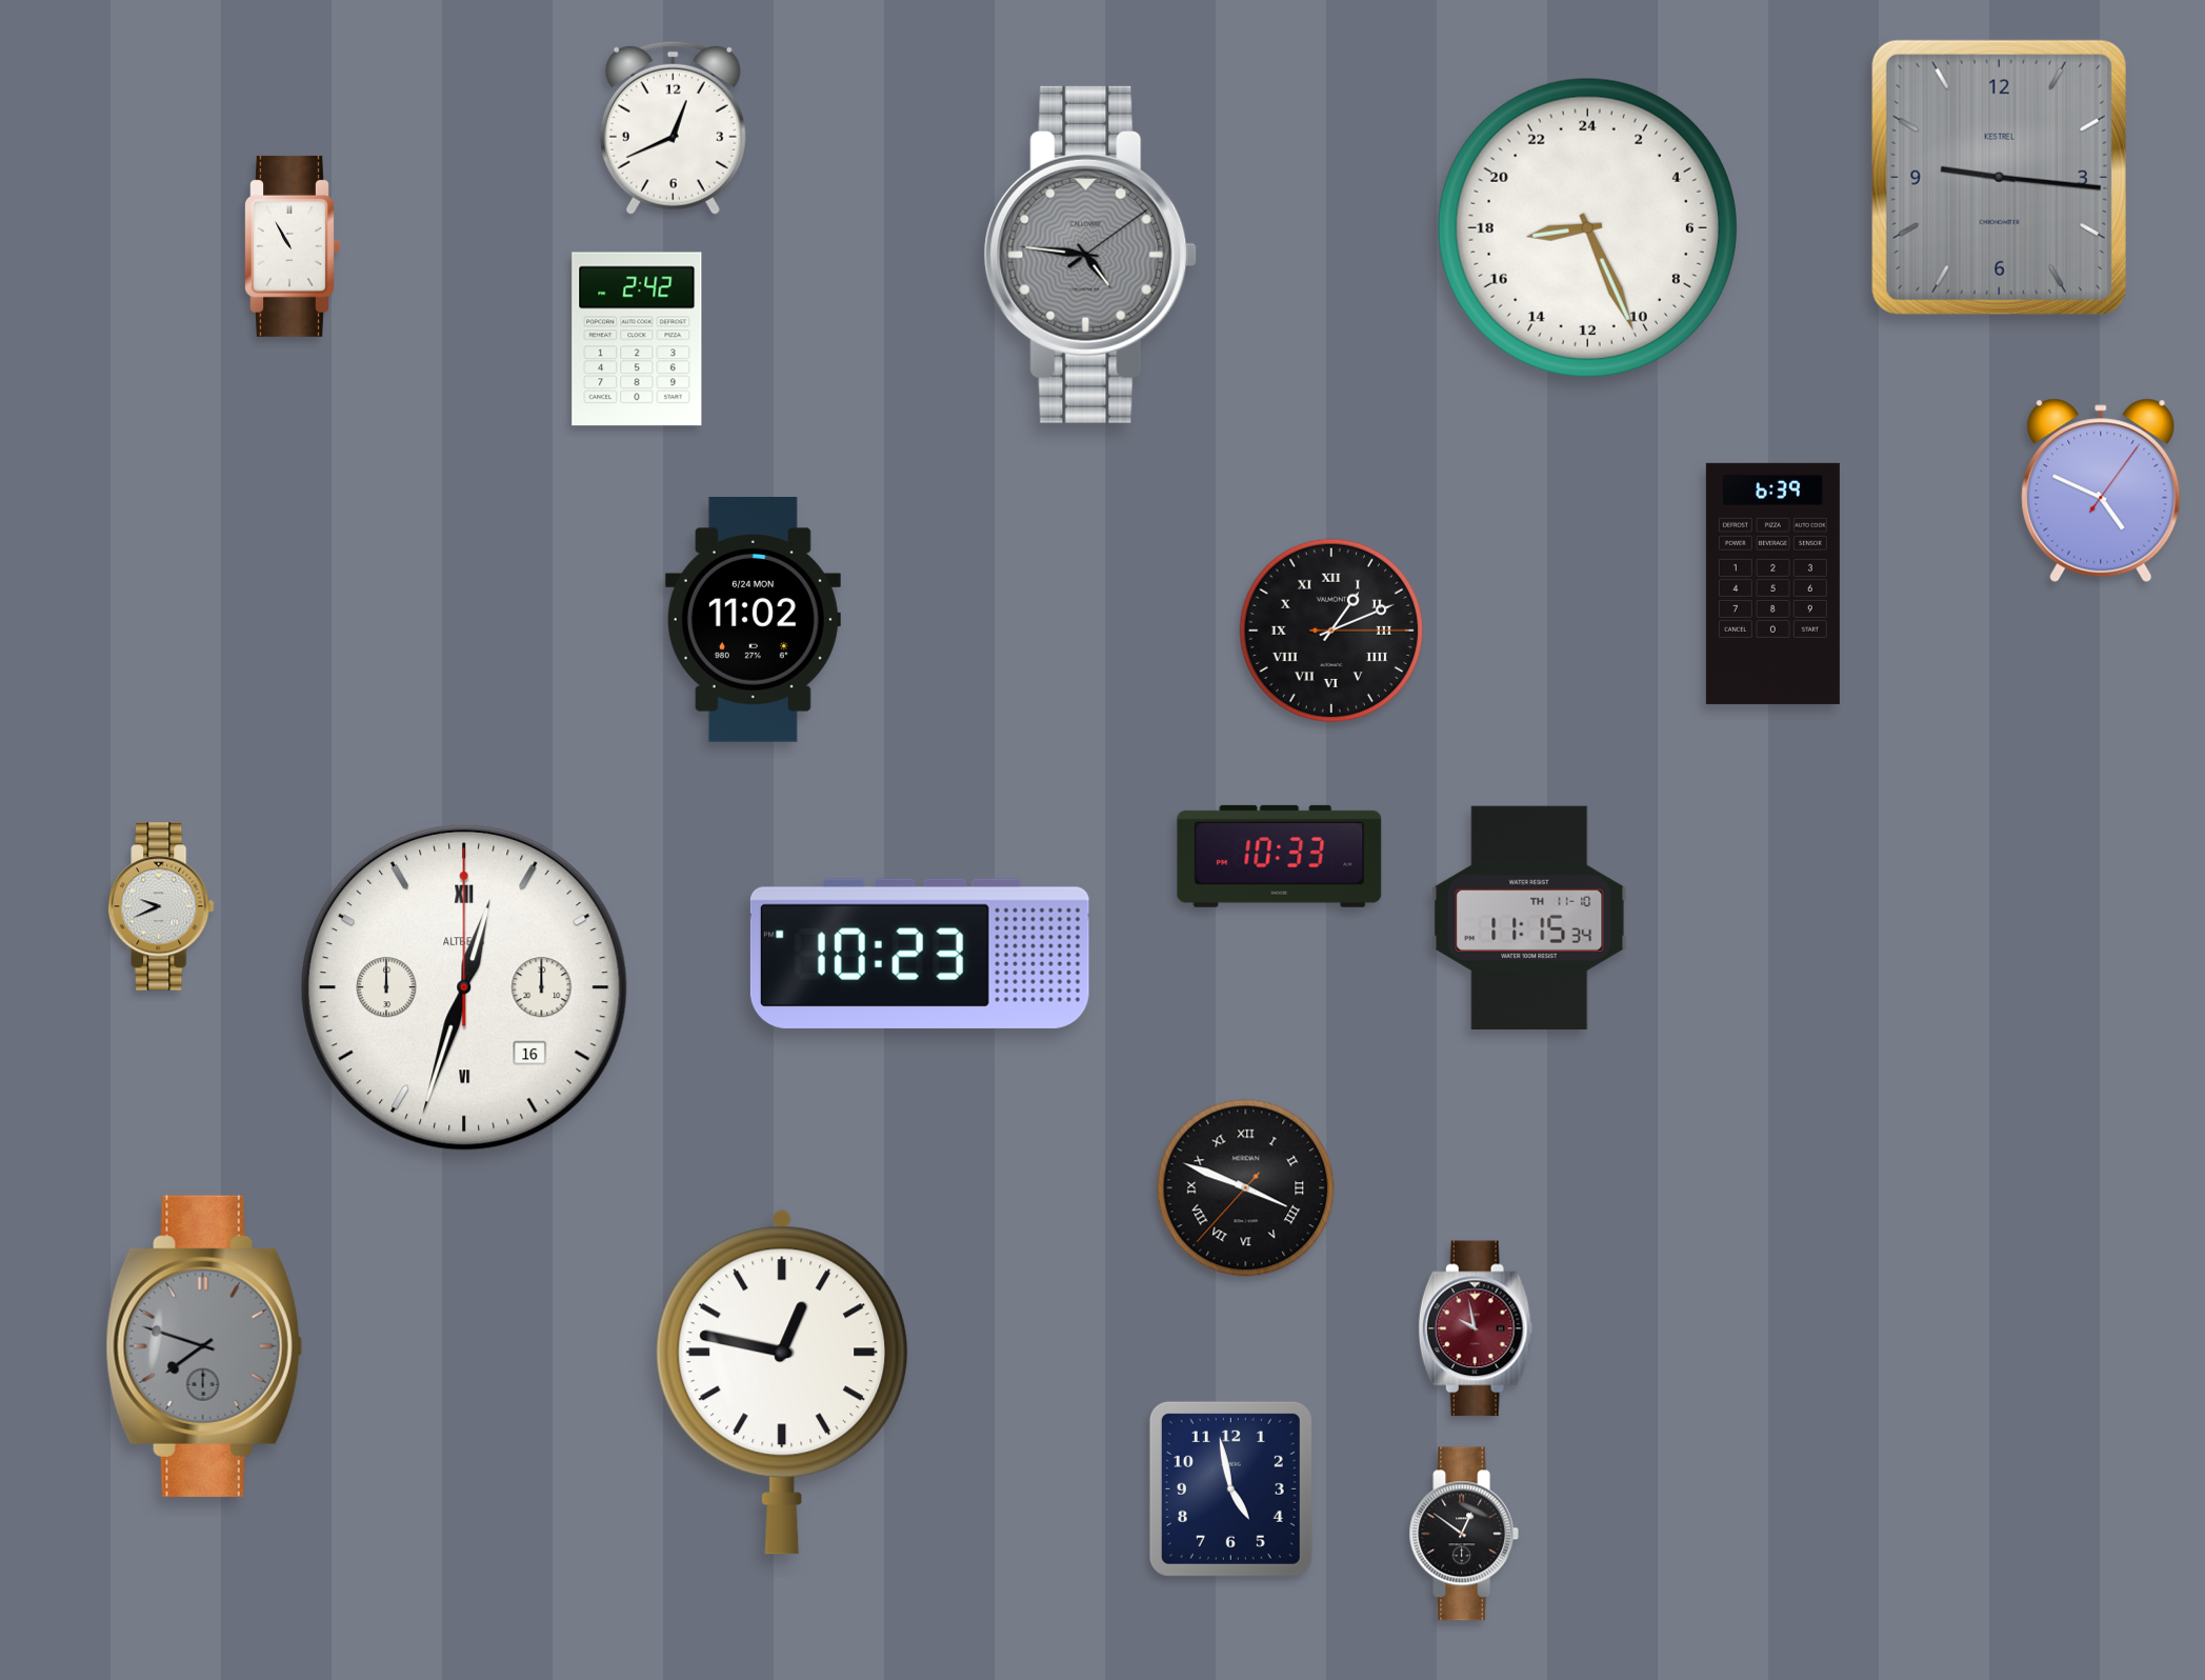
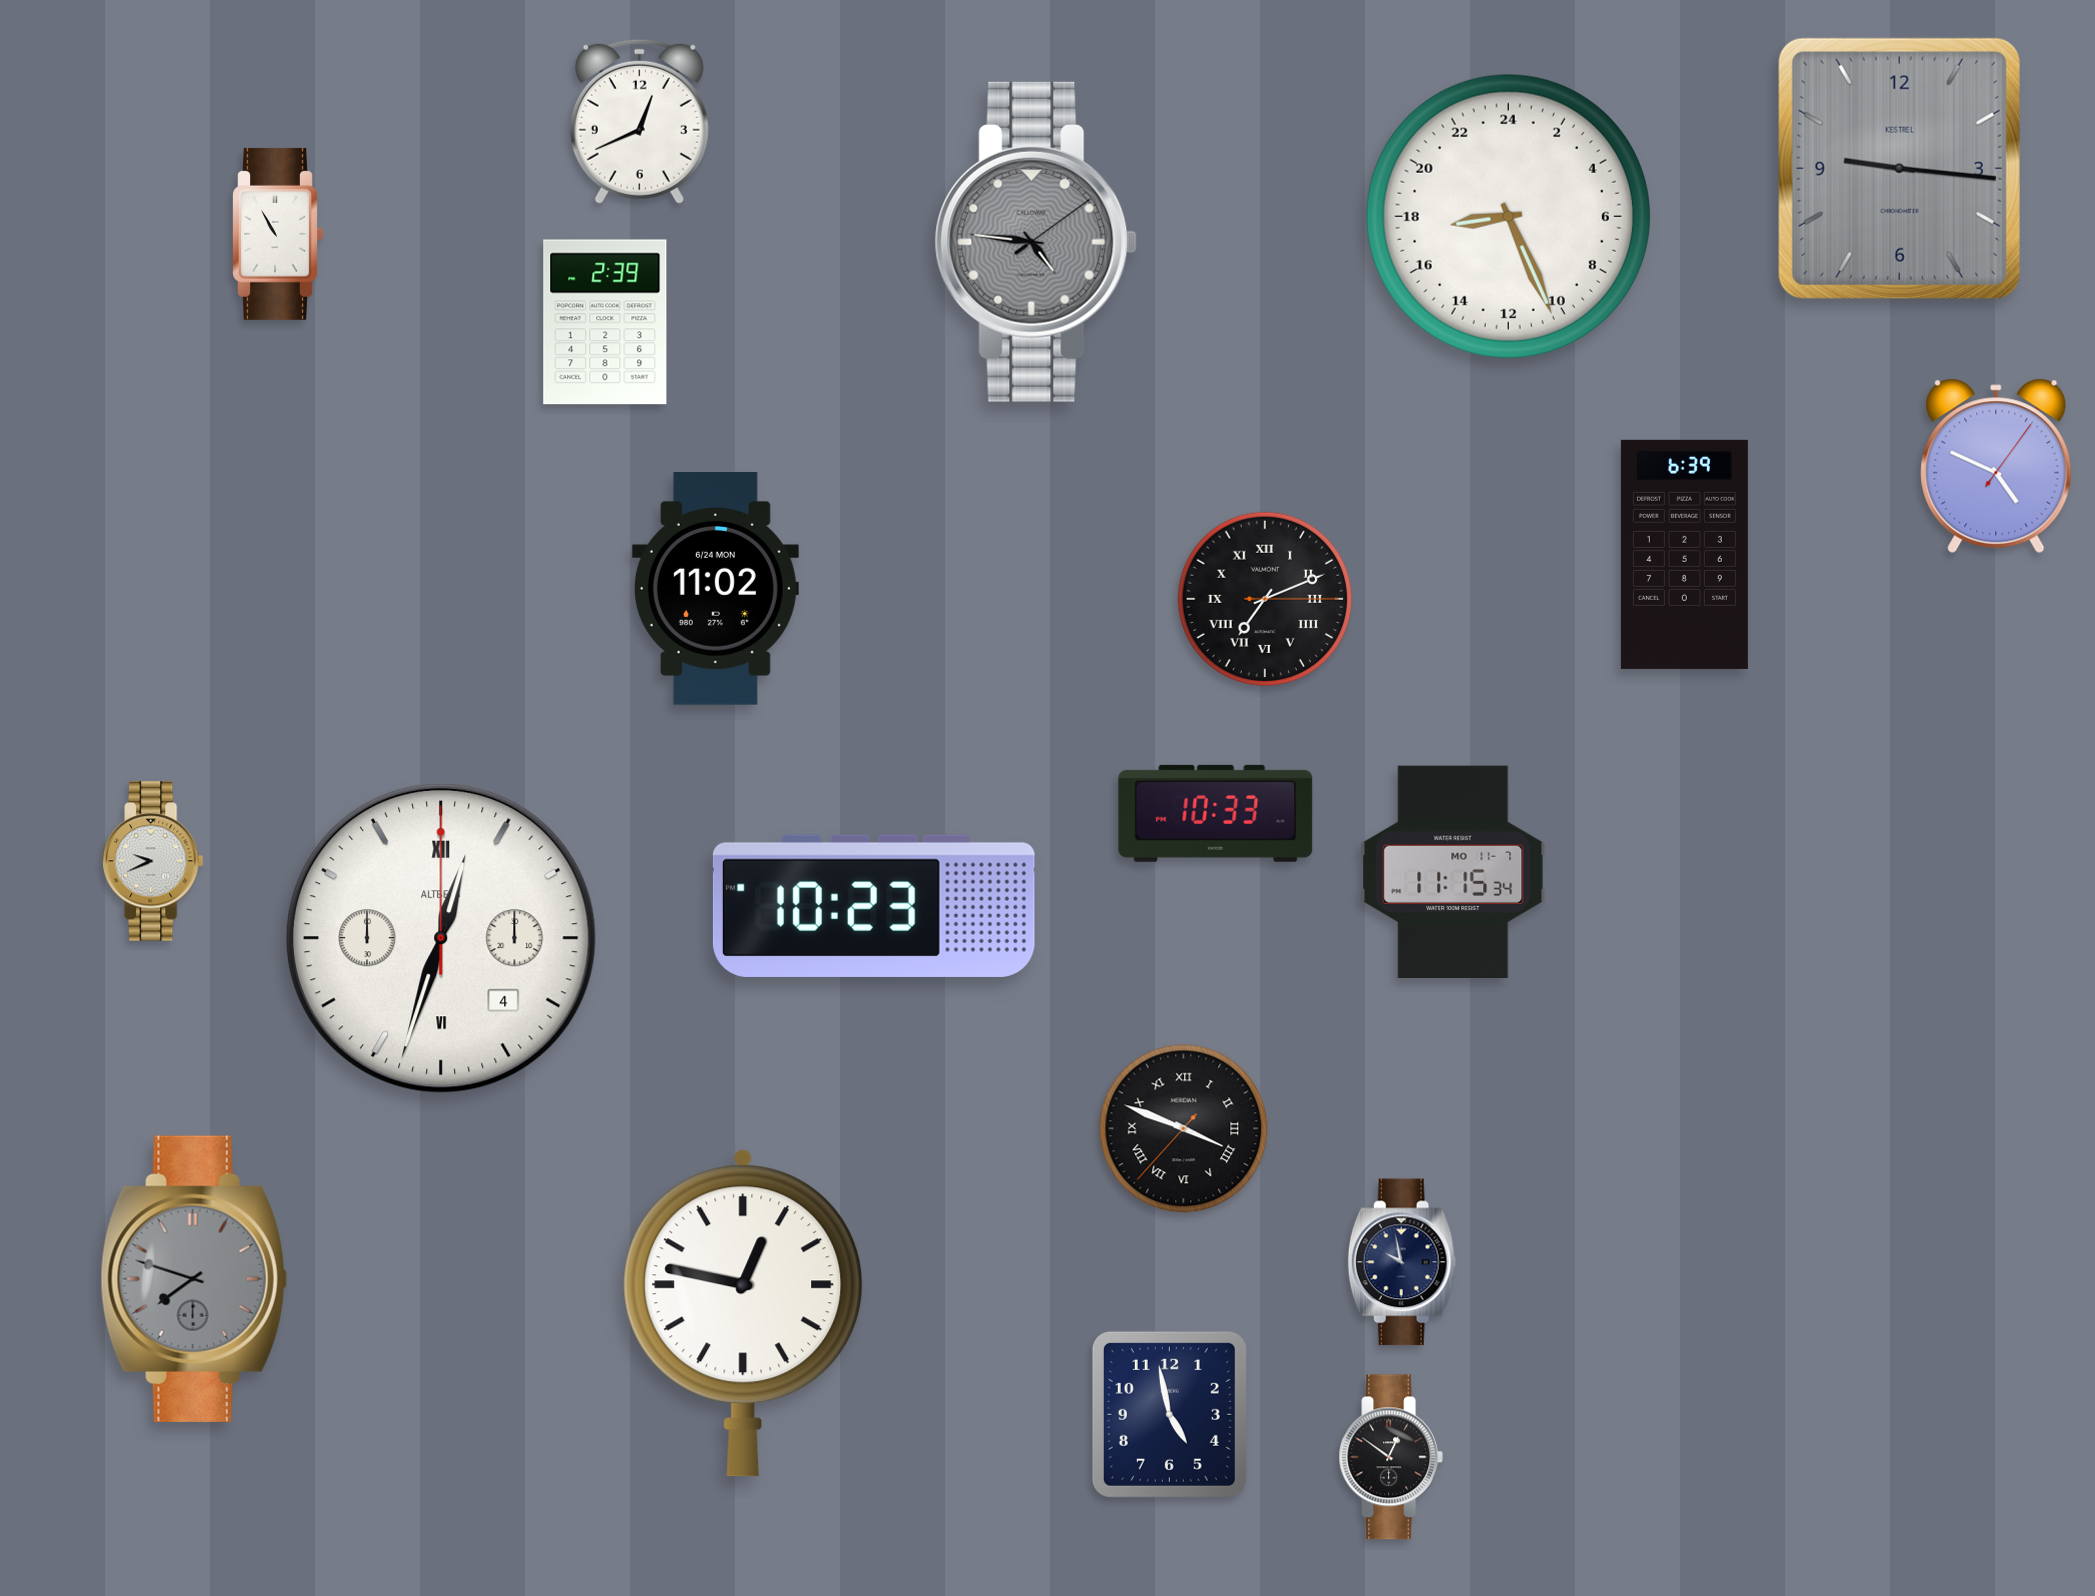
clock at (637, 339): 2:42 -> 2:39
clock at (1330, 629): 1:11 -> 7:11
clock at (1529, 917) date: TH 11-10 -> MO 11-7
clock at (464, 987) date: 16 -> 4
clock at (1476, 1328) dial: burgundy -> navy
